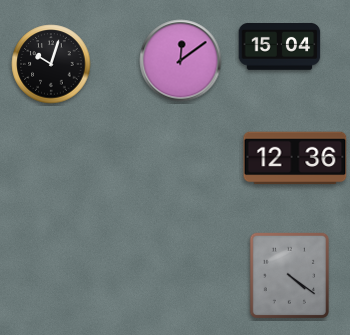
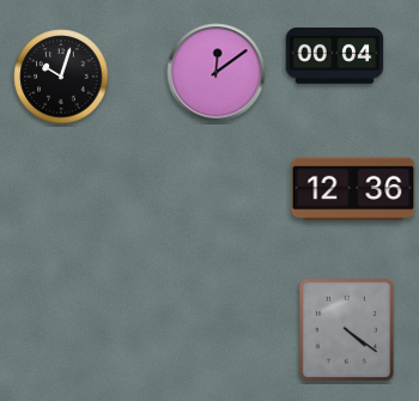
clock at (280, 47): 15:04 -> 00:04
